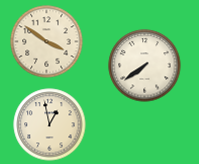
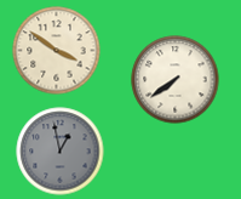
clock at (50, 125) dial: cream -> grey
